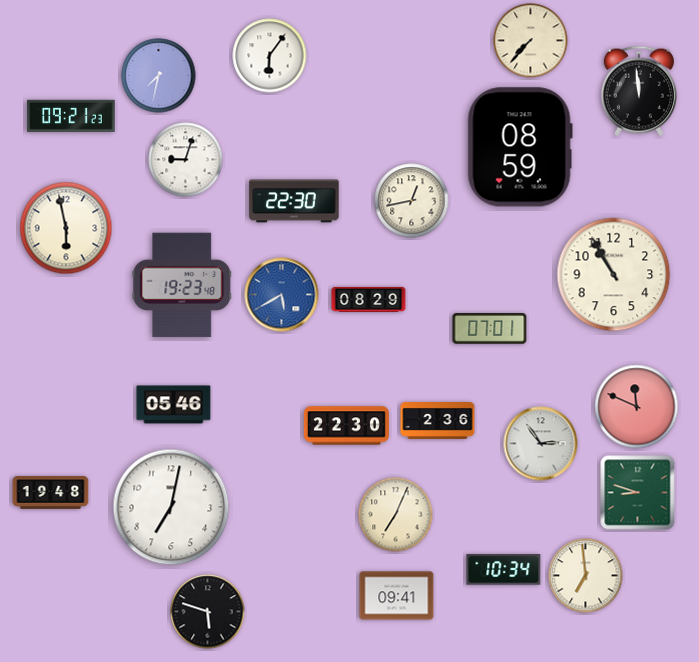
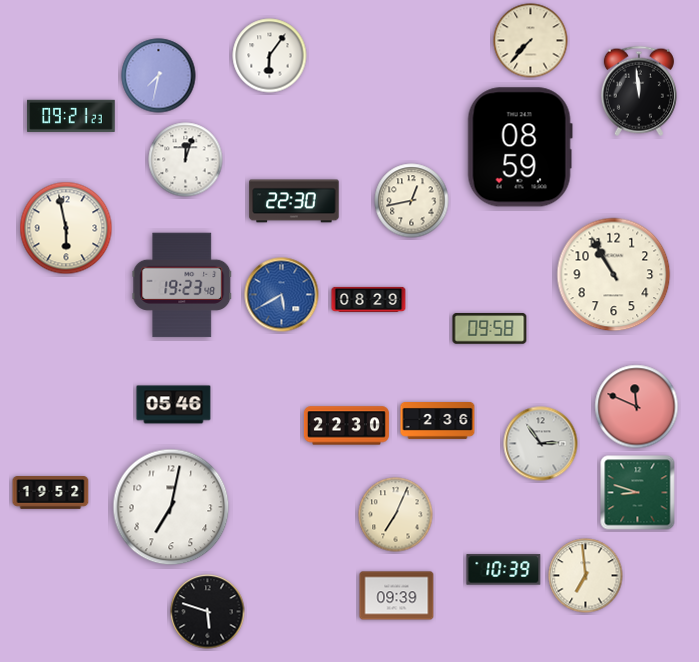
clock at (186, 160): 9:03 -> 12:03
clock at (490, 329): 07:01 -> 09:58
clock at (51, 493): 19:48 -> 19:52
clock at (504, 570): 10:34 -> 10:39
clock at (397, 596): 09:41 -> 09:39
